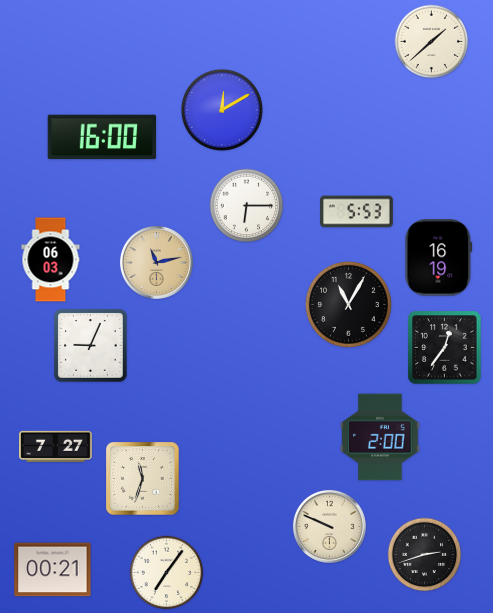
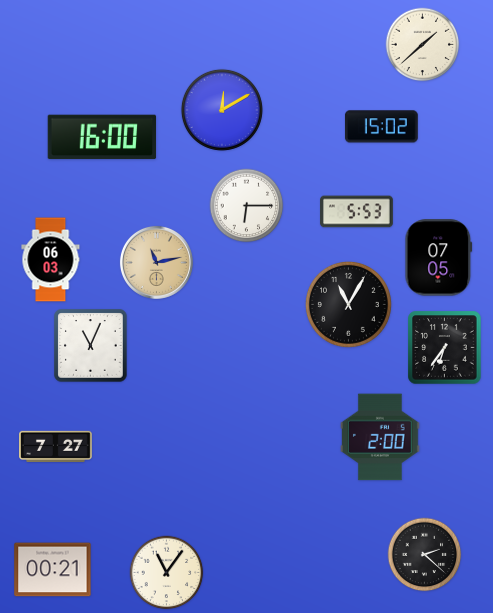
clock at (432, 42) position: (432, 42) -> (423, 45)
clock at (381, 127): none -> 15:02
clock at (439, 258): 16:19 -> 07:05
clock at (91, 346): 9:04 -> 11:04
clock at (445, 348): 12:36 -> 6:36
clock at (143, 479): 11:33 -> none
clock at (329, 526): 9:49 -> none
clock at (425, 555): 2:42 -> 2:22
clock at (167, 573): 7:06 -> 11:06
